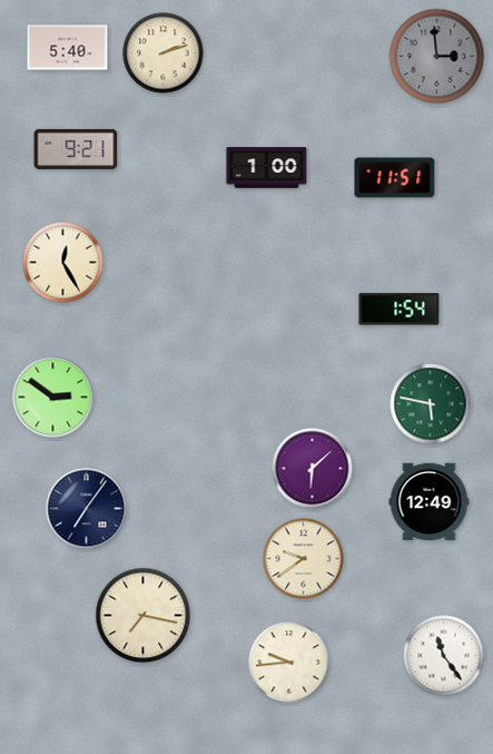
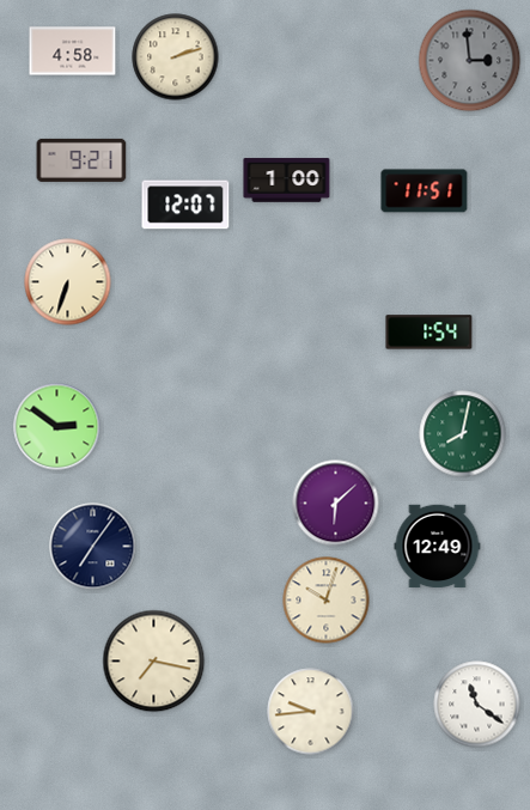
clock at (68, 48): 5:40 -> 4:58
clock at (185, 205): none -> 12:07
clock at (63, 263): 12:25 -> 6:33
clock at (431, 404): 5:47 -> 8:02
clock at (430, 502) position: (430, 502) -> (438, 547)
clock at (304, 559): 9:39 -> 10:03
clock at (444, 656): 11:24 -> 11:21
